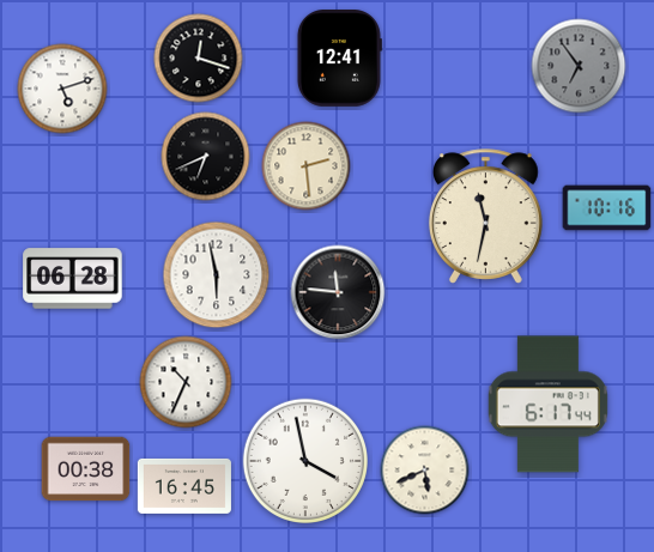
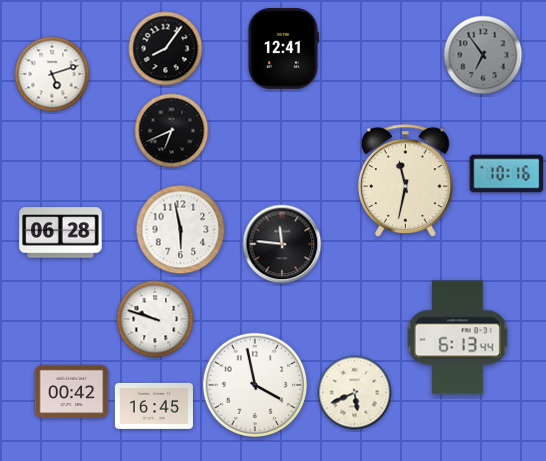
clock at (199, 59): 12:18 -> 8:06
clock at (307, 166): 2:29 -> none
clock at (186, 382): 10:34 -> 9:48
clock at (547, 405): 6:17 -> 6:13
clock at (86, 469): 00:38 -> 00:42
